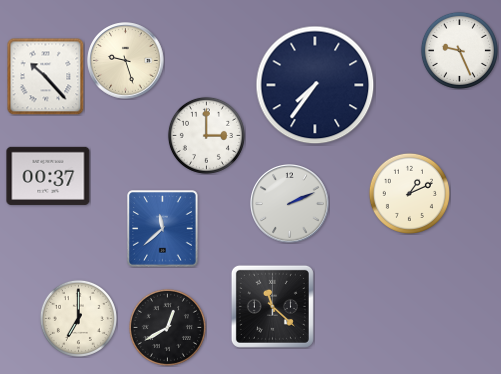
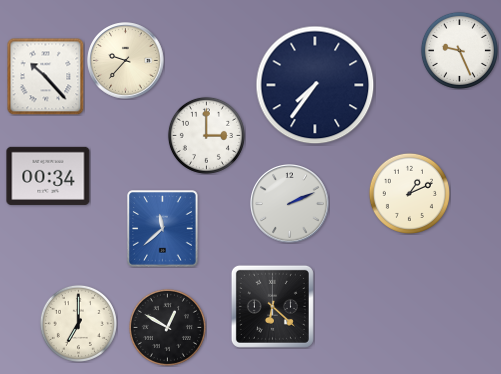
clock at (126, 61): 9:27 -> 9:37
clock at (48, 176): 00:37 -> 00:34
clock at (272, 306): 11:22 -> 6:22
clock at (78, 318) position: (78, 318) -> (78, 323)
clock at (167, 327): 12:40 -> 12:50
